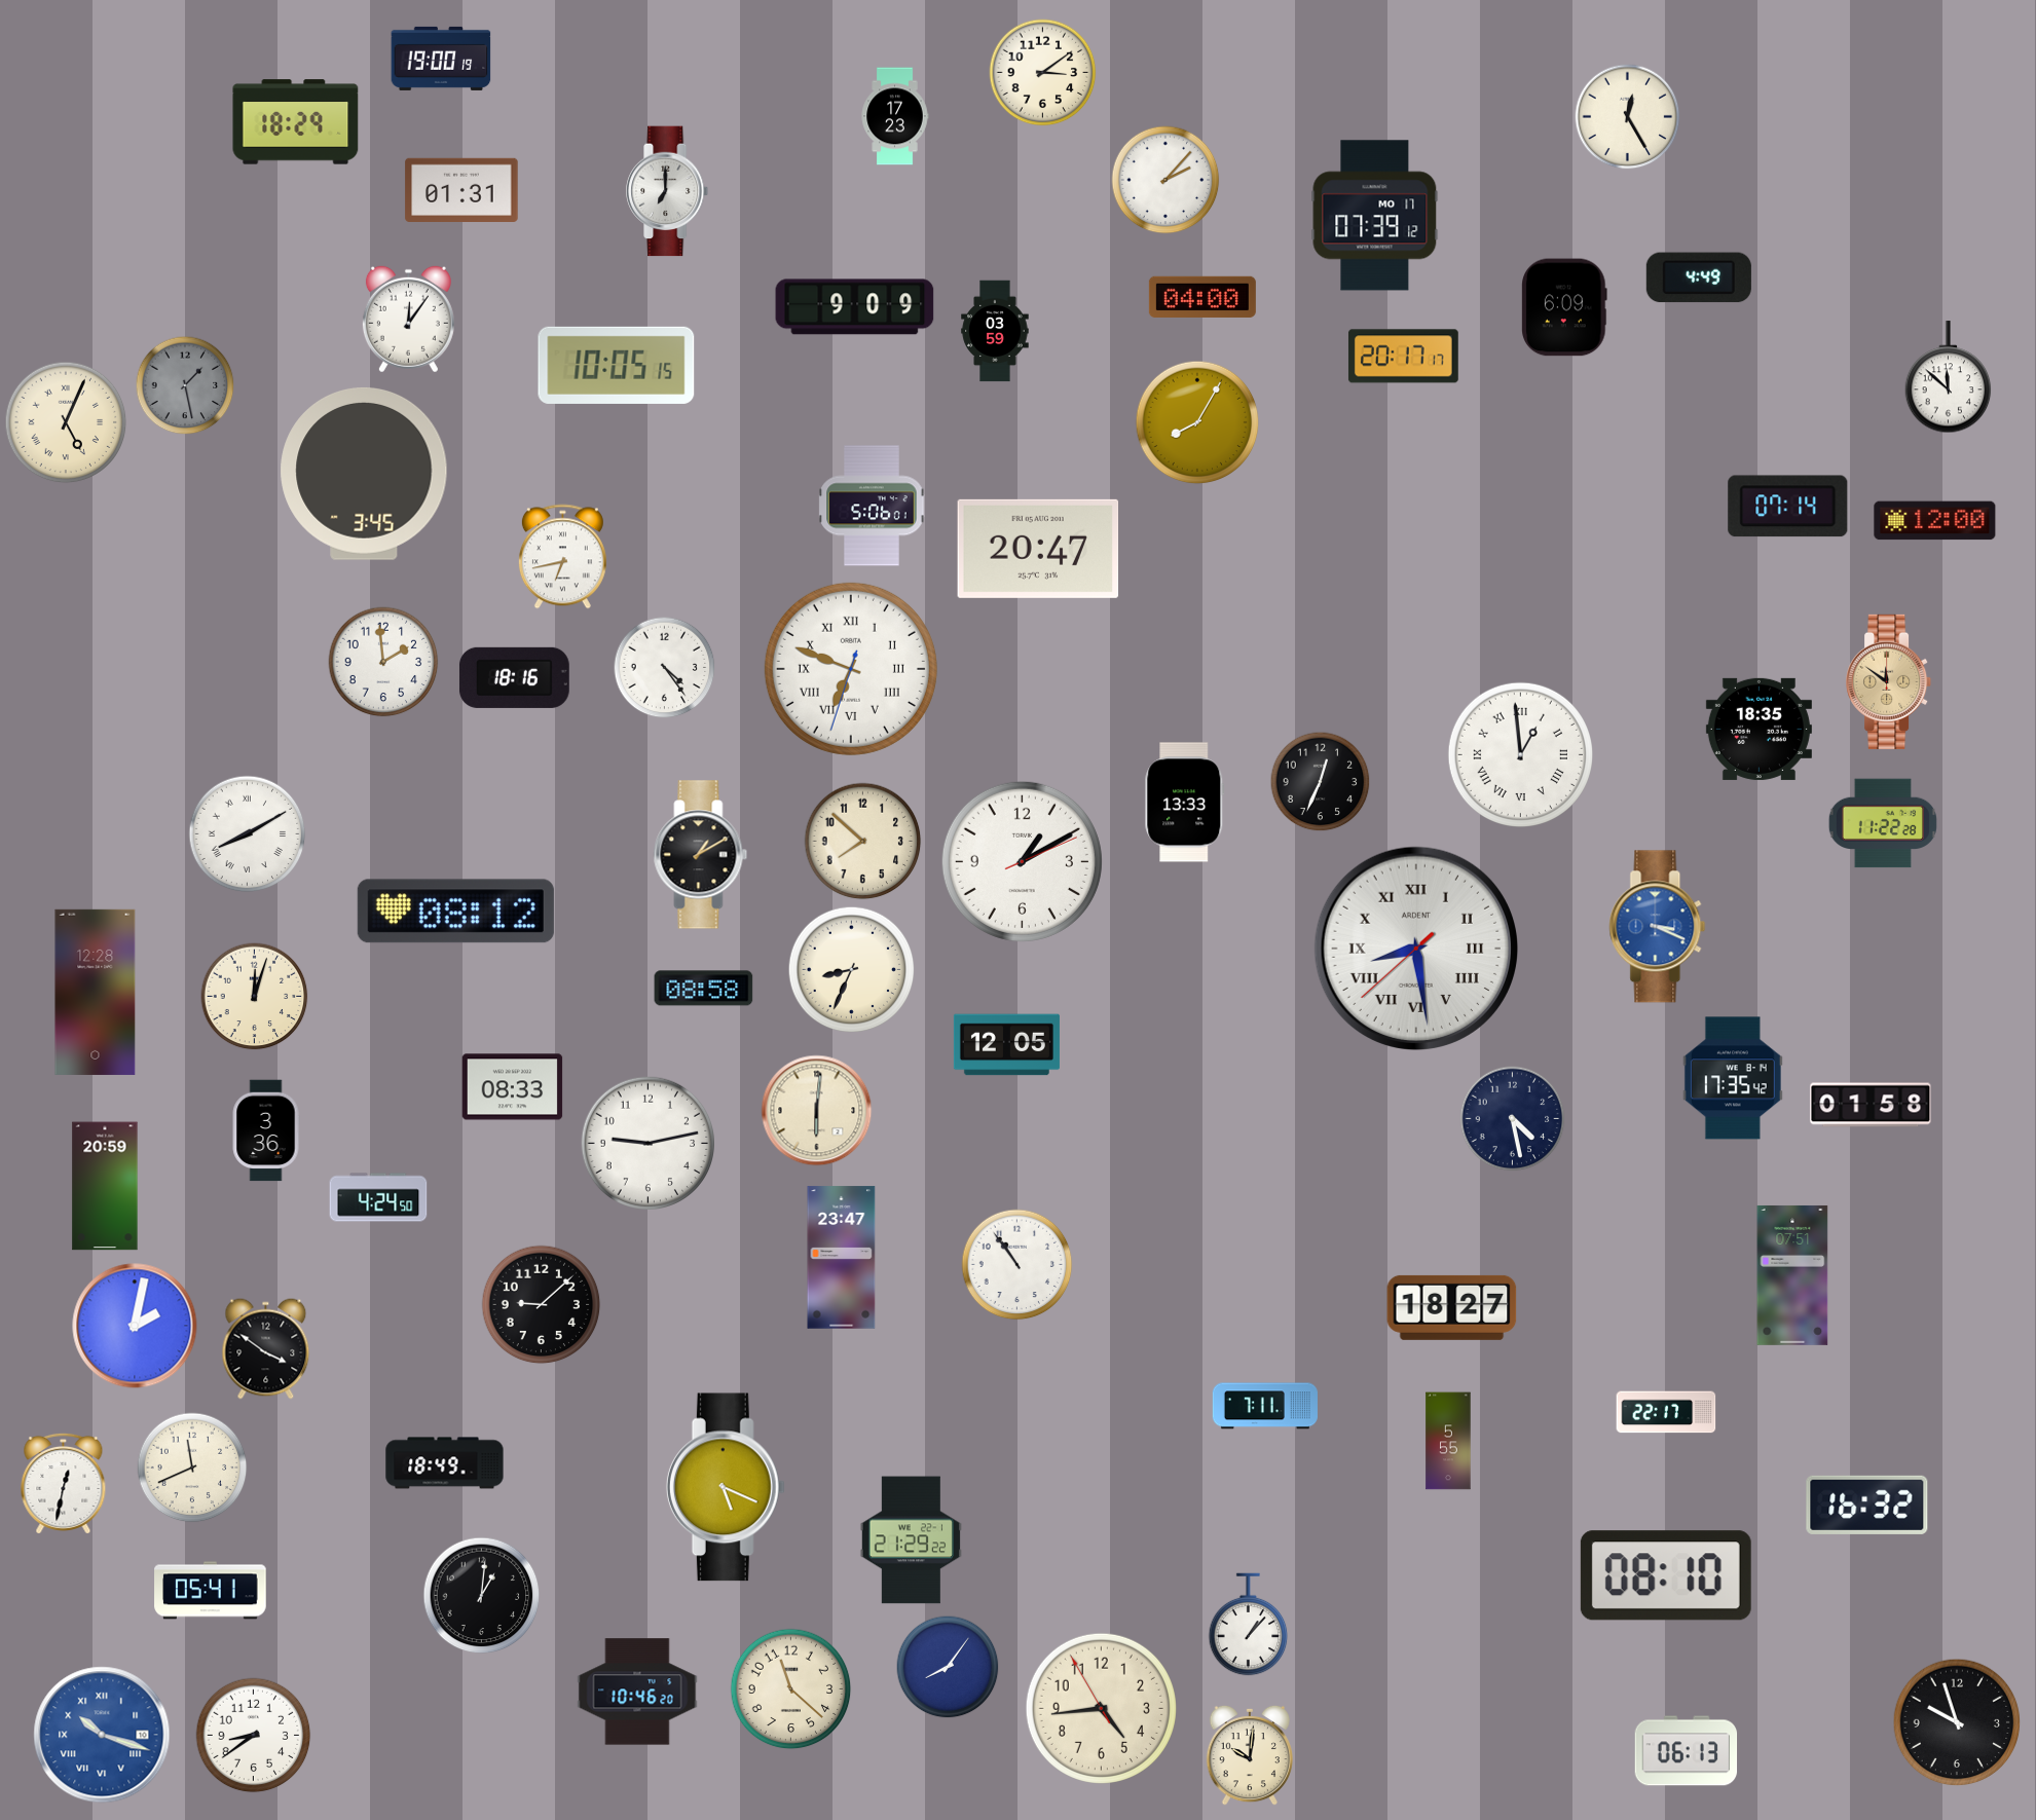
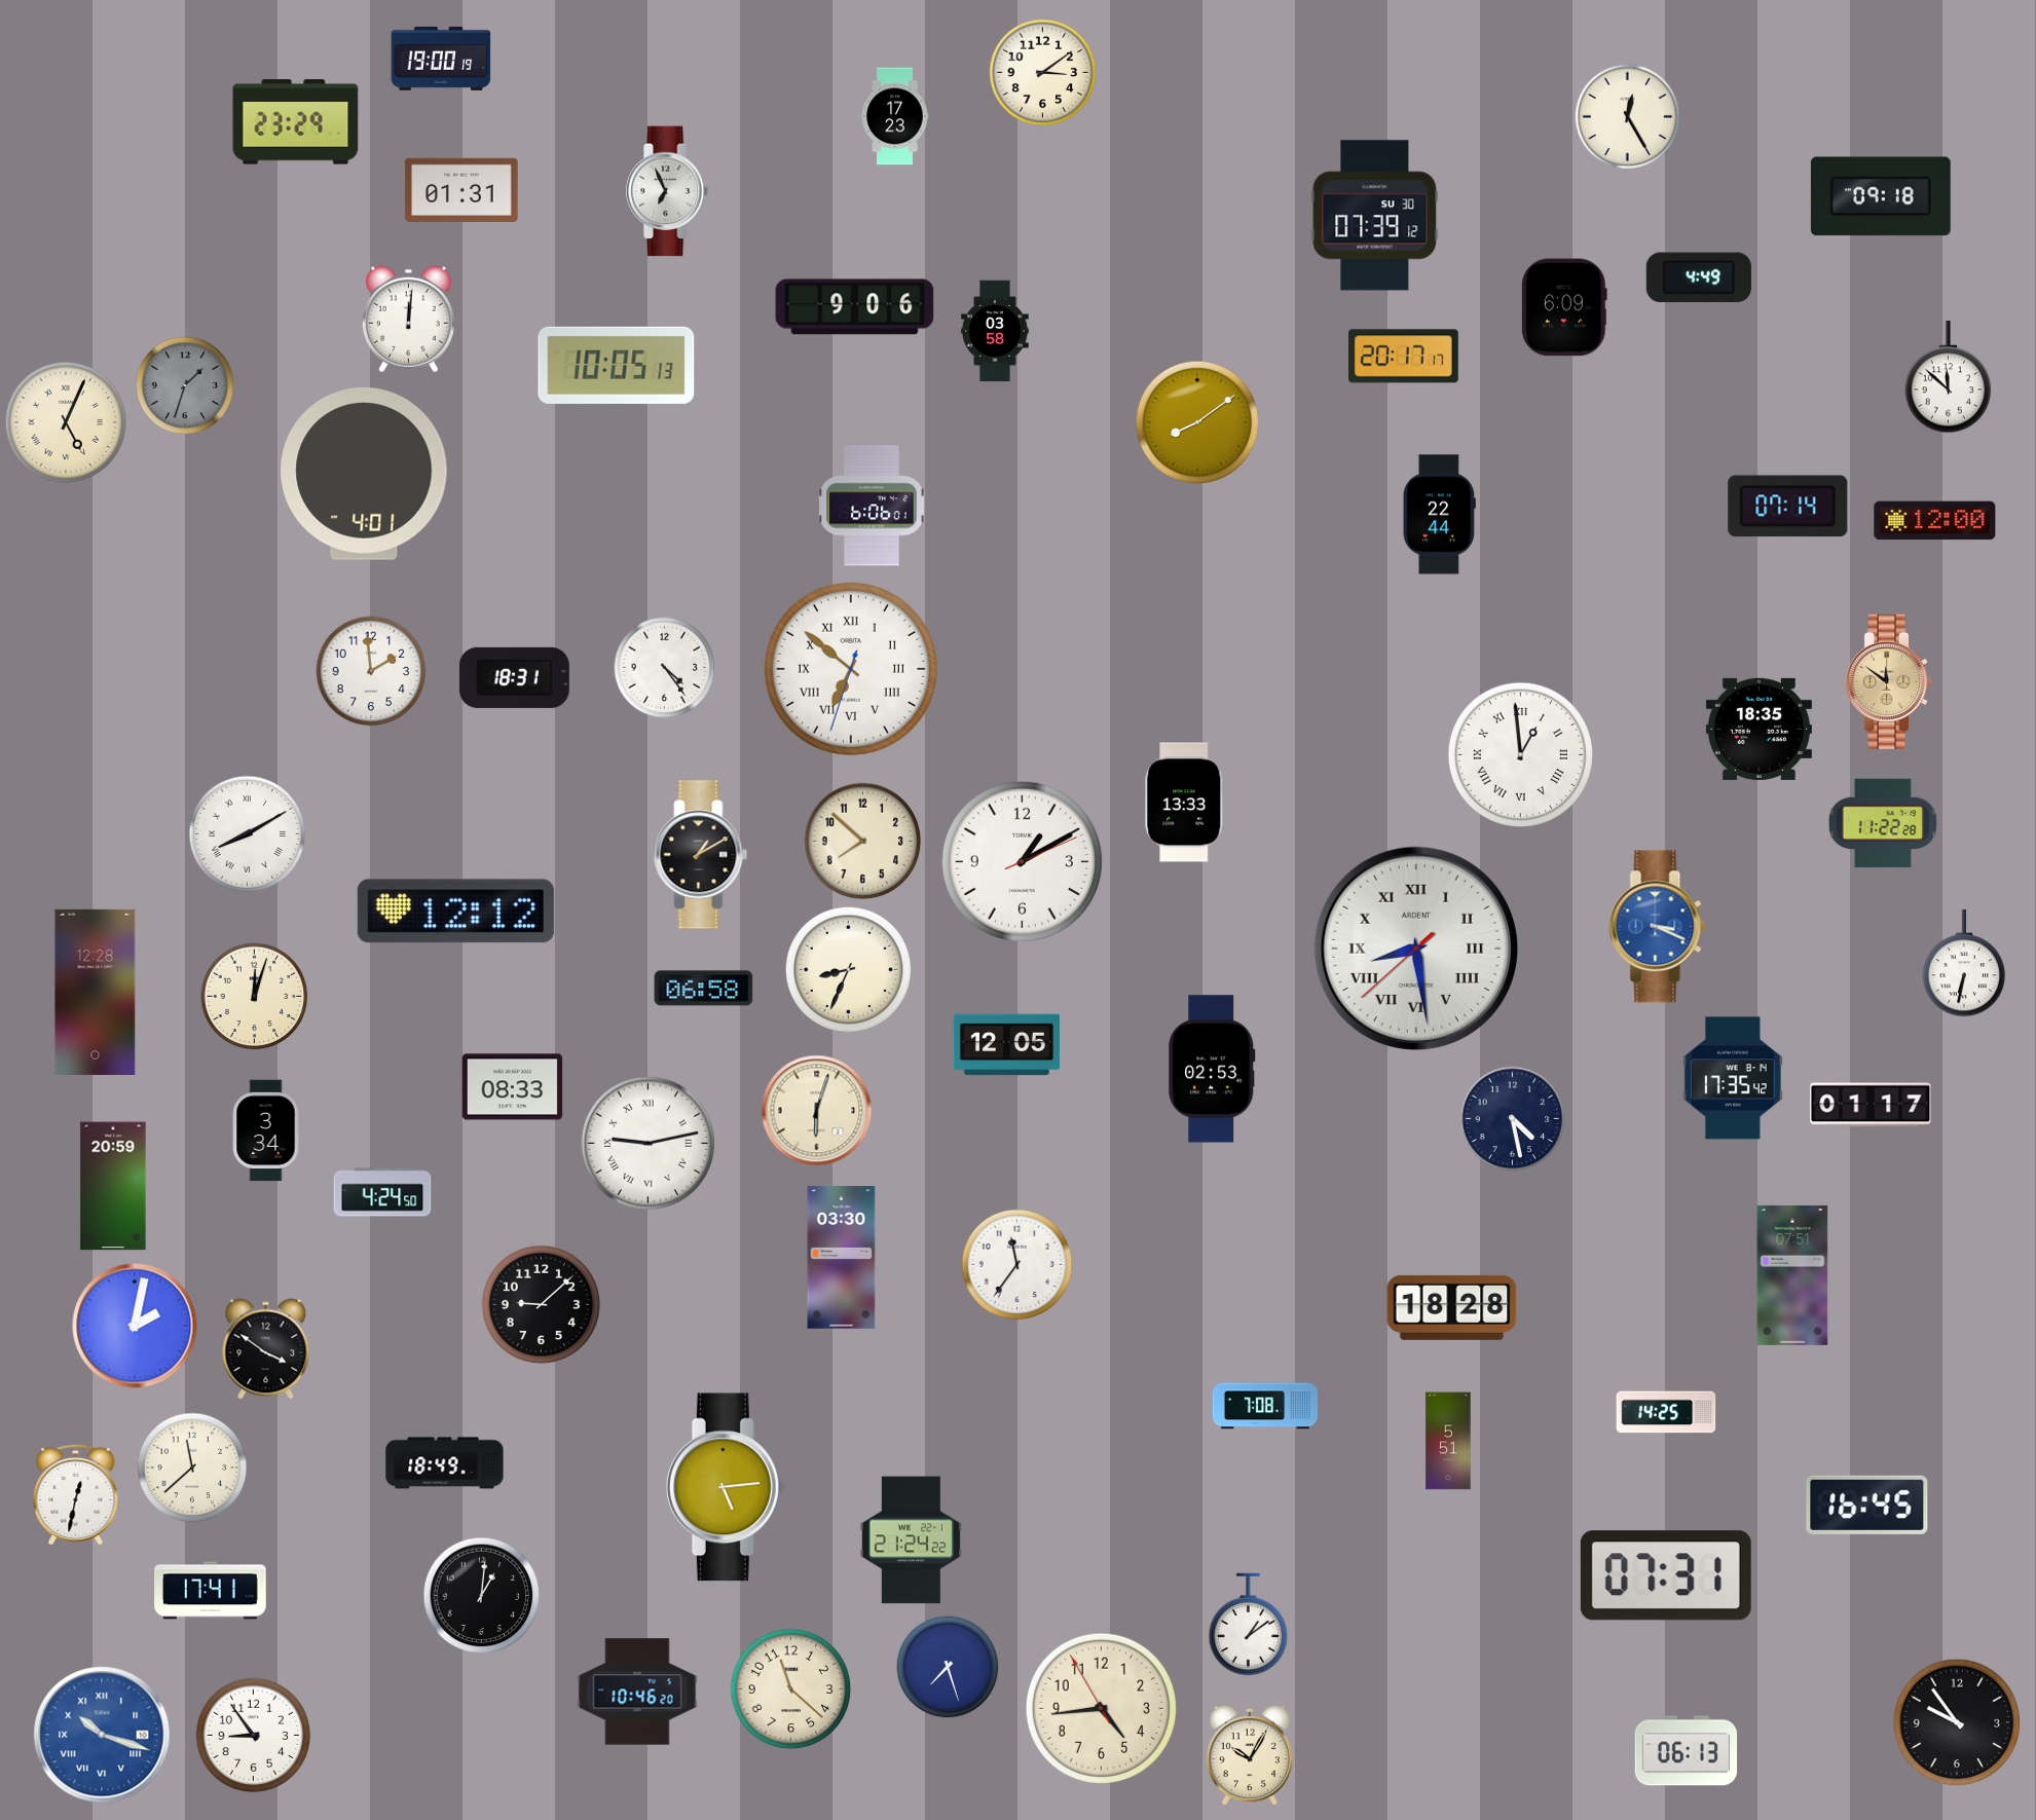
clock at (296, 122): 18:29 -> 23:29
clock at (1165, 180): 2:07 -> none
clock at (668, 191): 7:00 -> 6:56
clock at (1881, 196): none -> 09:18
clock at (1375, 216) date: MO 17 -> SU 30
clock at (1202, 297): 04:00 -> none
clock at (855, 307): 9:09 -> 9:06
clock at (408, 320): 12:06 -> 12:01
clock at (995, 331): 03:59 -> 03:58
clock at (617, 365): 10:05:15 -> 10:05:13
clock at (185, 385): 1:28 -> 1:33
clock at (1197, 422): 8:05 -> 8:09
clock at (364, 474): 3:45 -> 4:01
clock at (872, 506): 5:06 -> 6:06
clock at (1439, 515): none -> 22:44
clock at (1038, 549): 20:47 -> none
clock at (562, 557): 6:43 -> none
clock at (383, 662) position: (383, 662) -> (371, 671)
clock at (851, 669): 6:48 -> 6:51
clock at (514, 677): 18:16 -> 18:31
clock at (1321, 782): 12:34 -> none
clock at (455, 912): 08:12 -> 12:12
clock at (1964, 963): none -> 6:32
clock at (852, 970) position: (852, 970) -> (849, 970)
clock at (704, 989): 08:58 -> 06:58
clock at (1212, 1069): none -> 02:53
clock at (1871, 1105): 01:58 -> 01:17
clock at (817, 1111): 6:01 -> 6:03
clock at (266, 1130): 3:36 -> 3:34
clock at (647, 1144) numerals: Arabic -> Roman
clock at (105, 1186) position: (105, 1186) -> (113, 1186)
clock at (378, 1197) position: (378, 1197) -> (382, 1192)
clock at (842, 1258): 23:47 -> 03:30
clock at (1017, 1265): 10:54 -> 11:36
clock at (1452, 1307): 18:27 -> 18:28
clock at (1265, 1406): 7:11 -> 7:08
clock at (1666, 1412): 22:17 -> 14:25
clock at (1448, 1441): 5:55 -> 5:51
clock at (192, 1468): 11:41 -> 11:38
clock at (64, 1483) position: (64, 1483) -> (76, 1494)
clock at (726, 1487): 5:19 -> 5:14
clock at (1867, 1505): 16:32 -> 16:45
clock at (911, 1540): 21:29 -> 21:24
clock at (1666, 1575): 08:10 -> 07:31
clock at (211, 1591): 05:41 -> 17:41
clock at (1249, 1625): 1:07 -> 1:09
clock at (948, 1667): 8:06 -> 7:27
clock at (1957, 1722): 9:57 -> 9:54
clock at (254, 1736): 8:39 -> 8:54
clock at (1249, 1755): 10:01 -> 10:05
